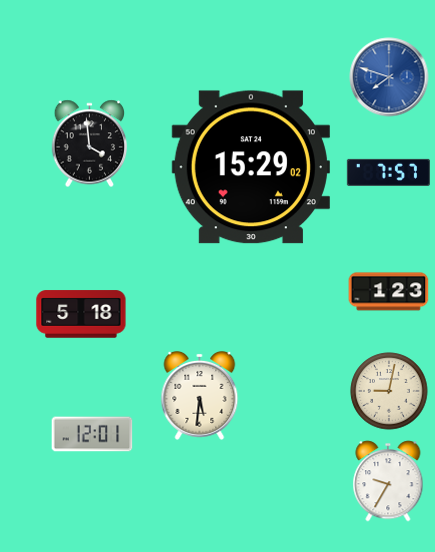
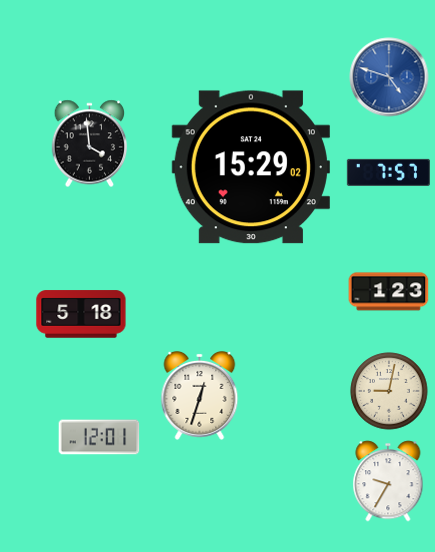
clock at (389, 77): 7:48 -> 4:48
clock at (200, 395): 5:31 -> 12:33
clock at (92, 434) position: (92, 434) -> (99, 437)
